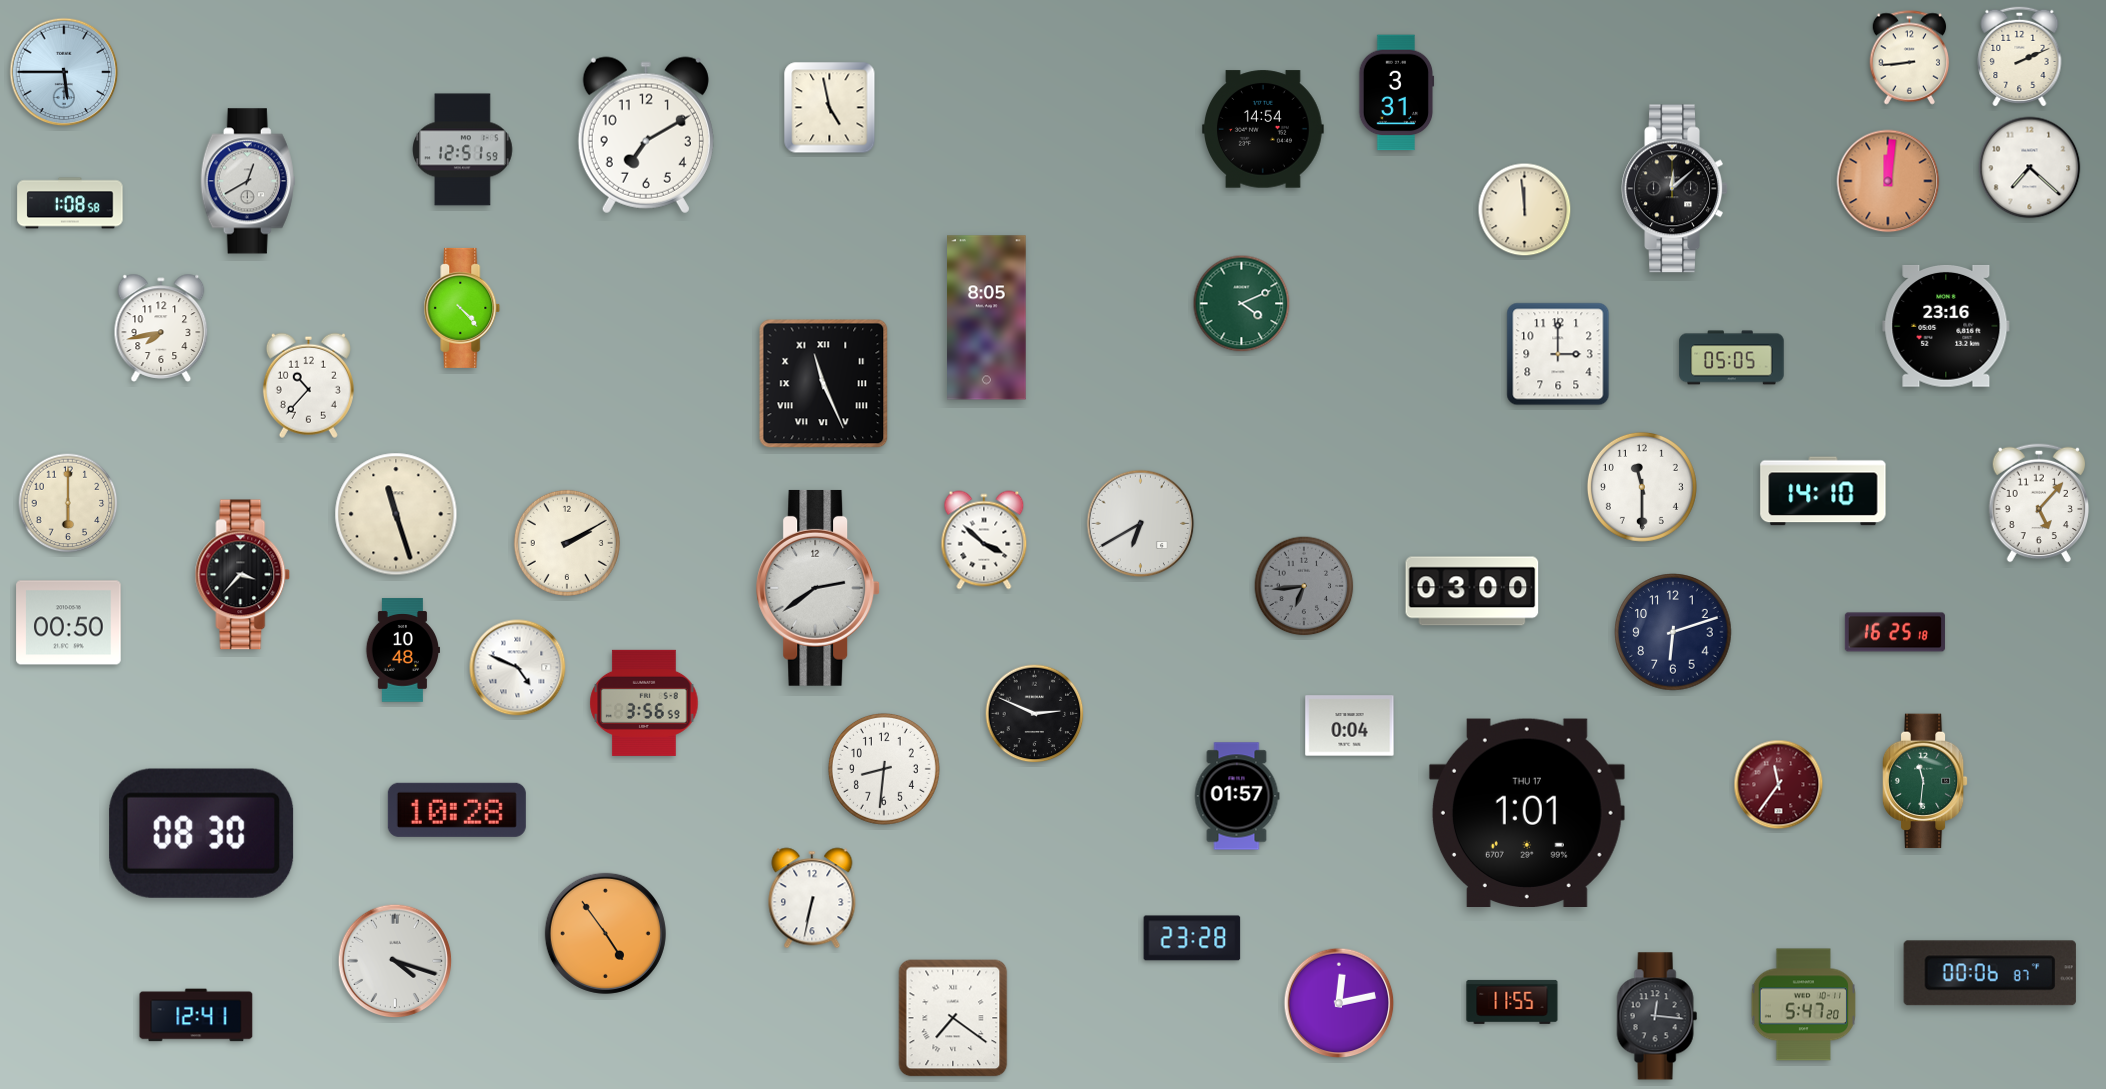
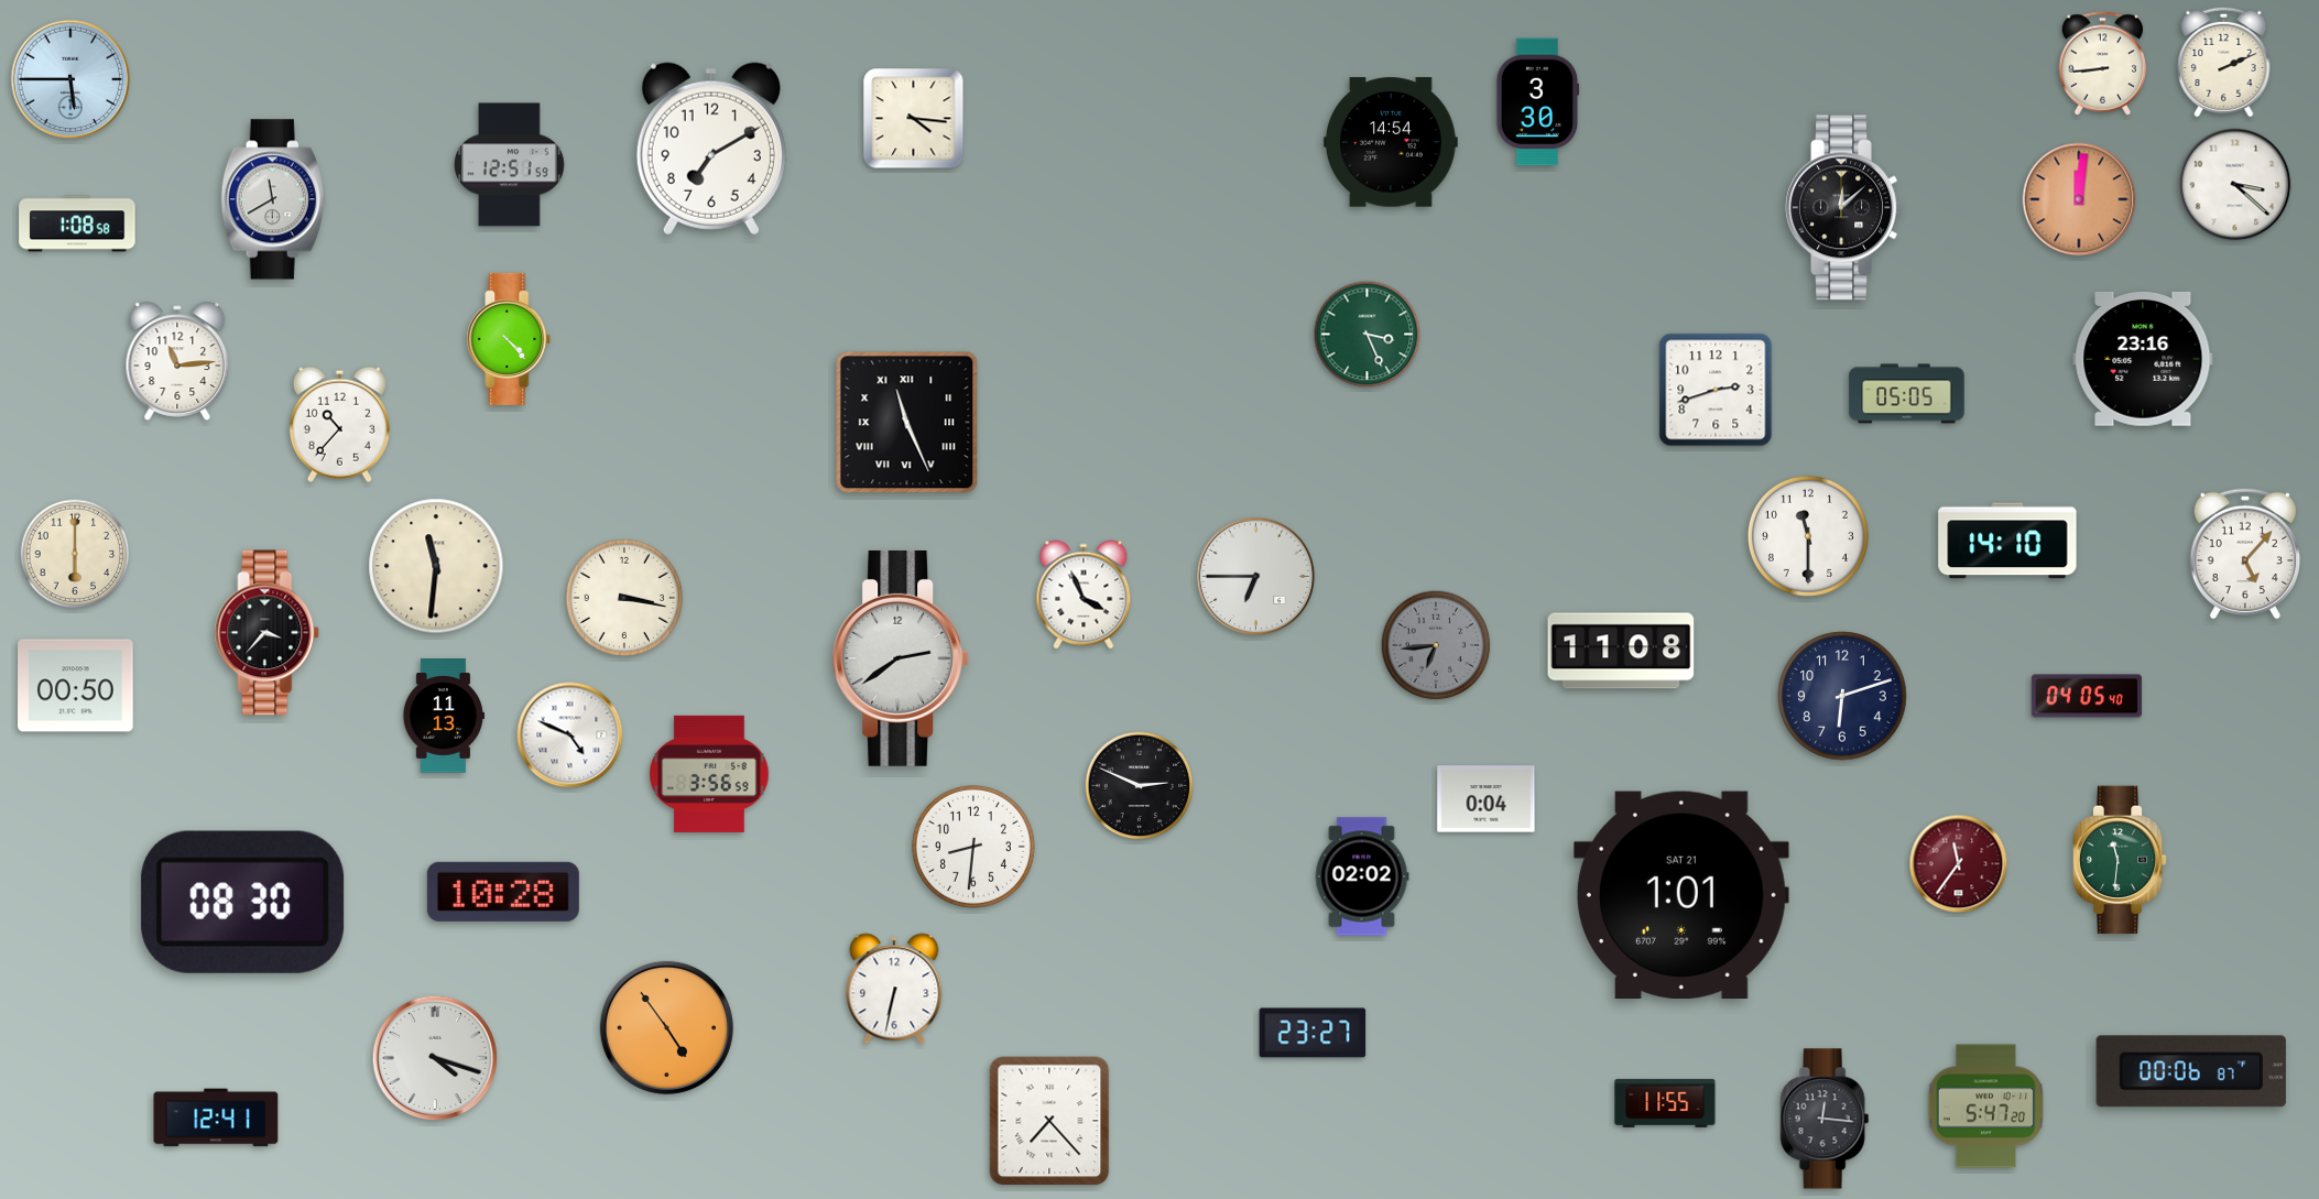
clock at (1397, 93): 3:31 -> 3:30
clock at (830, 108): 4:58 -> 4:16
clock at (2030, 168): 7:22 -> 3:22
clock at (248, 181): 12:40 -> 11:40
clock at (1525, 210): 11:59 -> none
clock at (1242, 304): 4:11 -> 3:26
clock at (987, 318): 8:05 -> none
clock at (161, 328): 7:43 -> 11:14
clock at (1558, 354): 3:00 -> 2:42
clock at (396, 514): 11:27 -> 11:31
clock at (1141, 524): 6:40 -> 6:45
clock at (984, 540): 3:52 -> 3:56
clock at (567, 543): 2:10 -> 3:17
clock at (819, 588) position: (819, 588) -> (902, 658)
clock at (1472, 591): 03:00 -> 11:08
clock at (1895, 632): 16:25 -> 04:05
clock at (402, 650): 10:48 -> 11:13
clock at (1237, 796): 01:57 -> 02:02
clock at (1527, 812) date: THU 17 -> SAT 21
clock at (202, 833) position: (202, 833) -> (243, 902)
clock at (1192, 938): 23:28 -> 23:27
clock at (1339, 1003): 12:13 -> none
clock at (953, 1018): 7:21 -> 7:23
